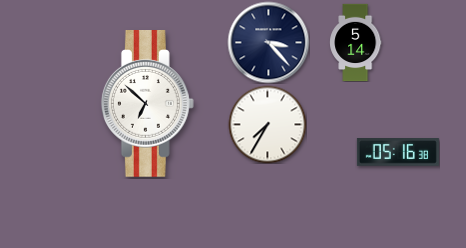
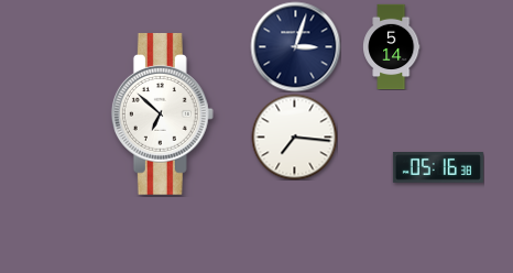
clock at (268, 42): 3:23 -> 3:03
clock at (267, 124): 7:35 -> 7:16
